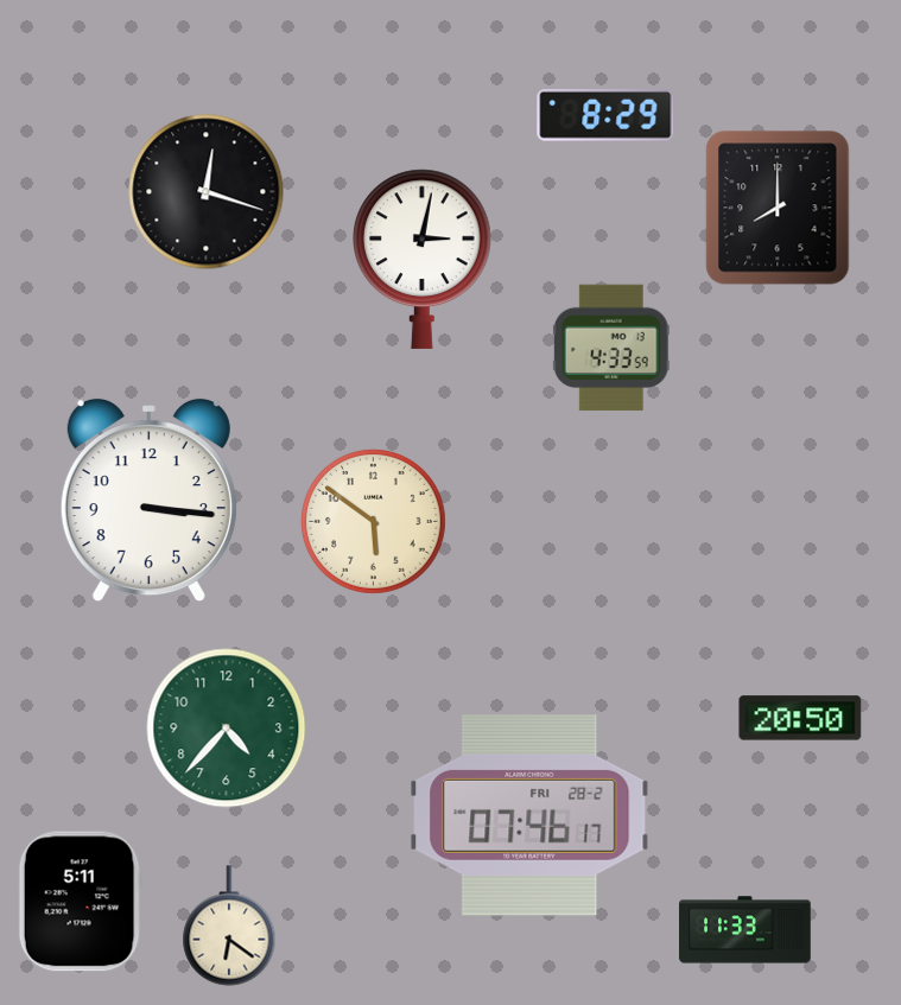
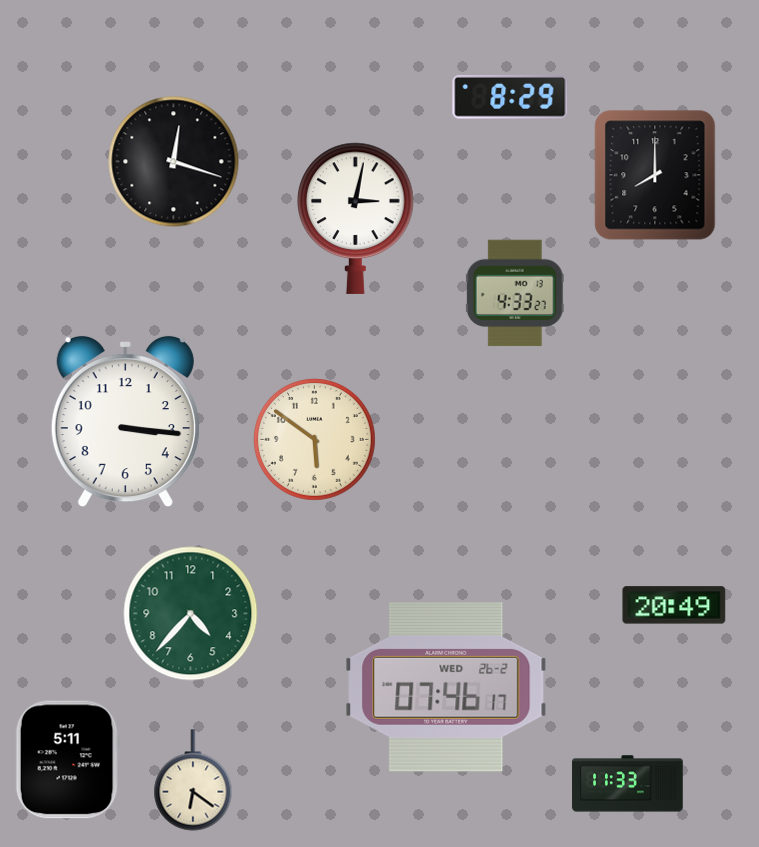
clock at (611, 348): 4:33:59 -> 4:33:27
clock at (800, 718): 20:50 -> 20:49
clock at (529, 816) date: FRI 28-2 -> WED 26-2
